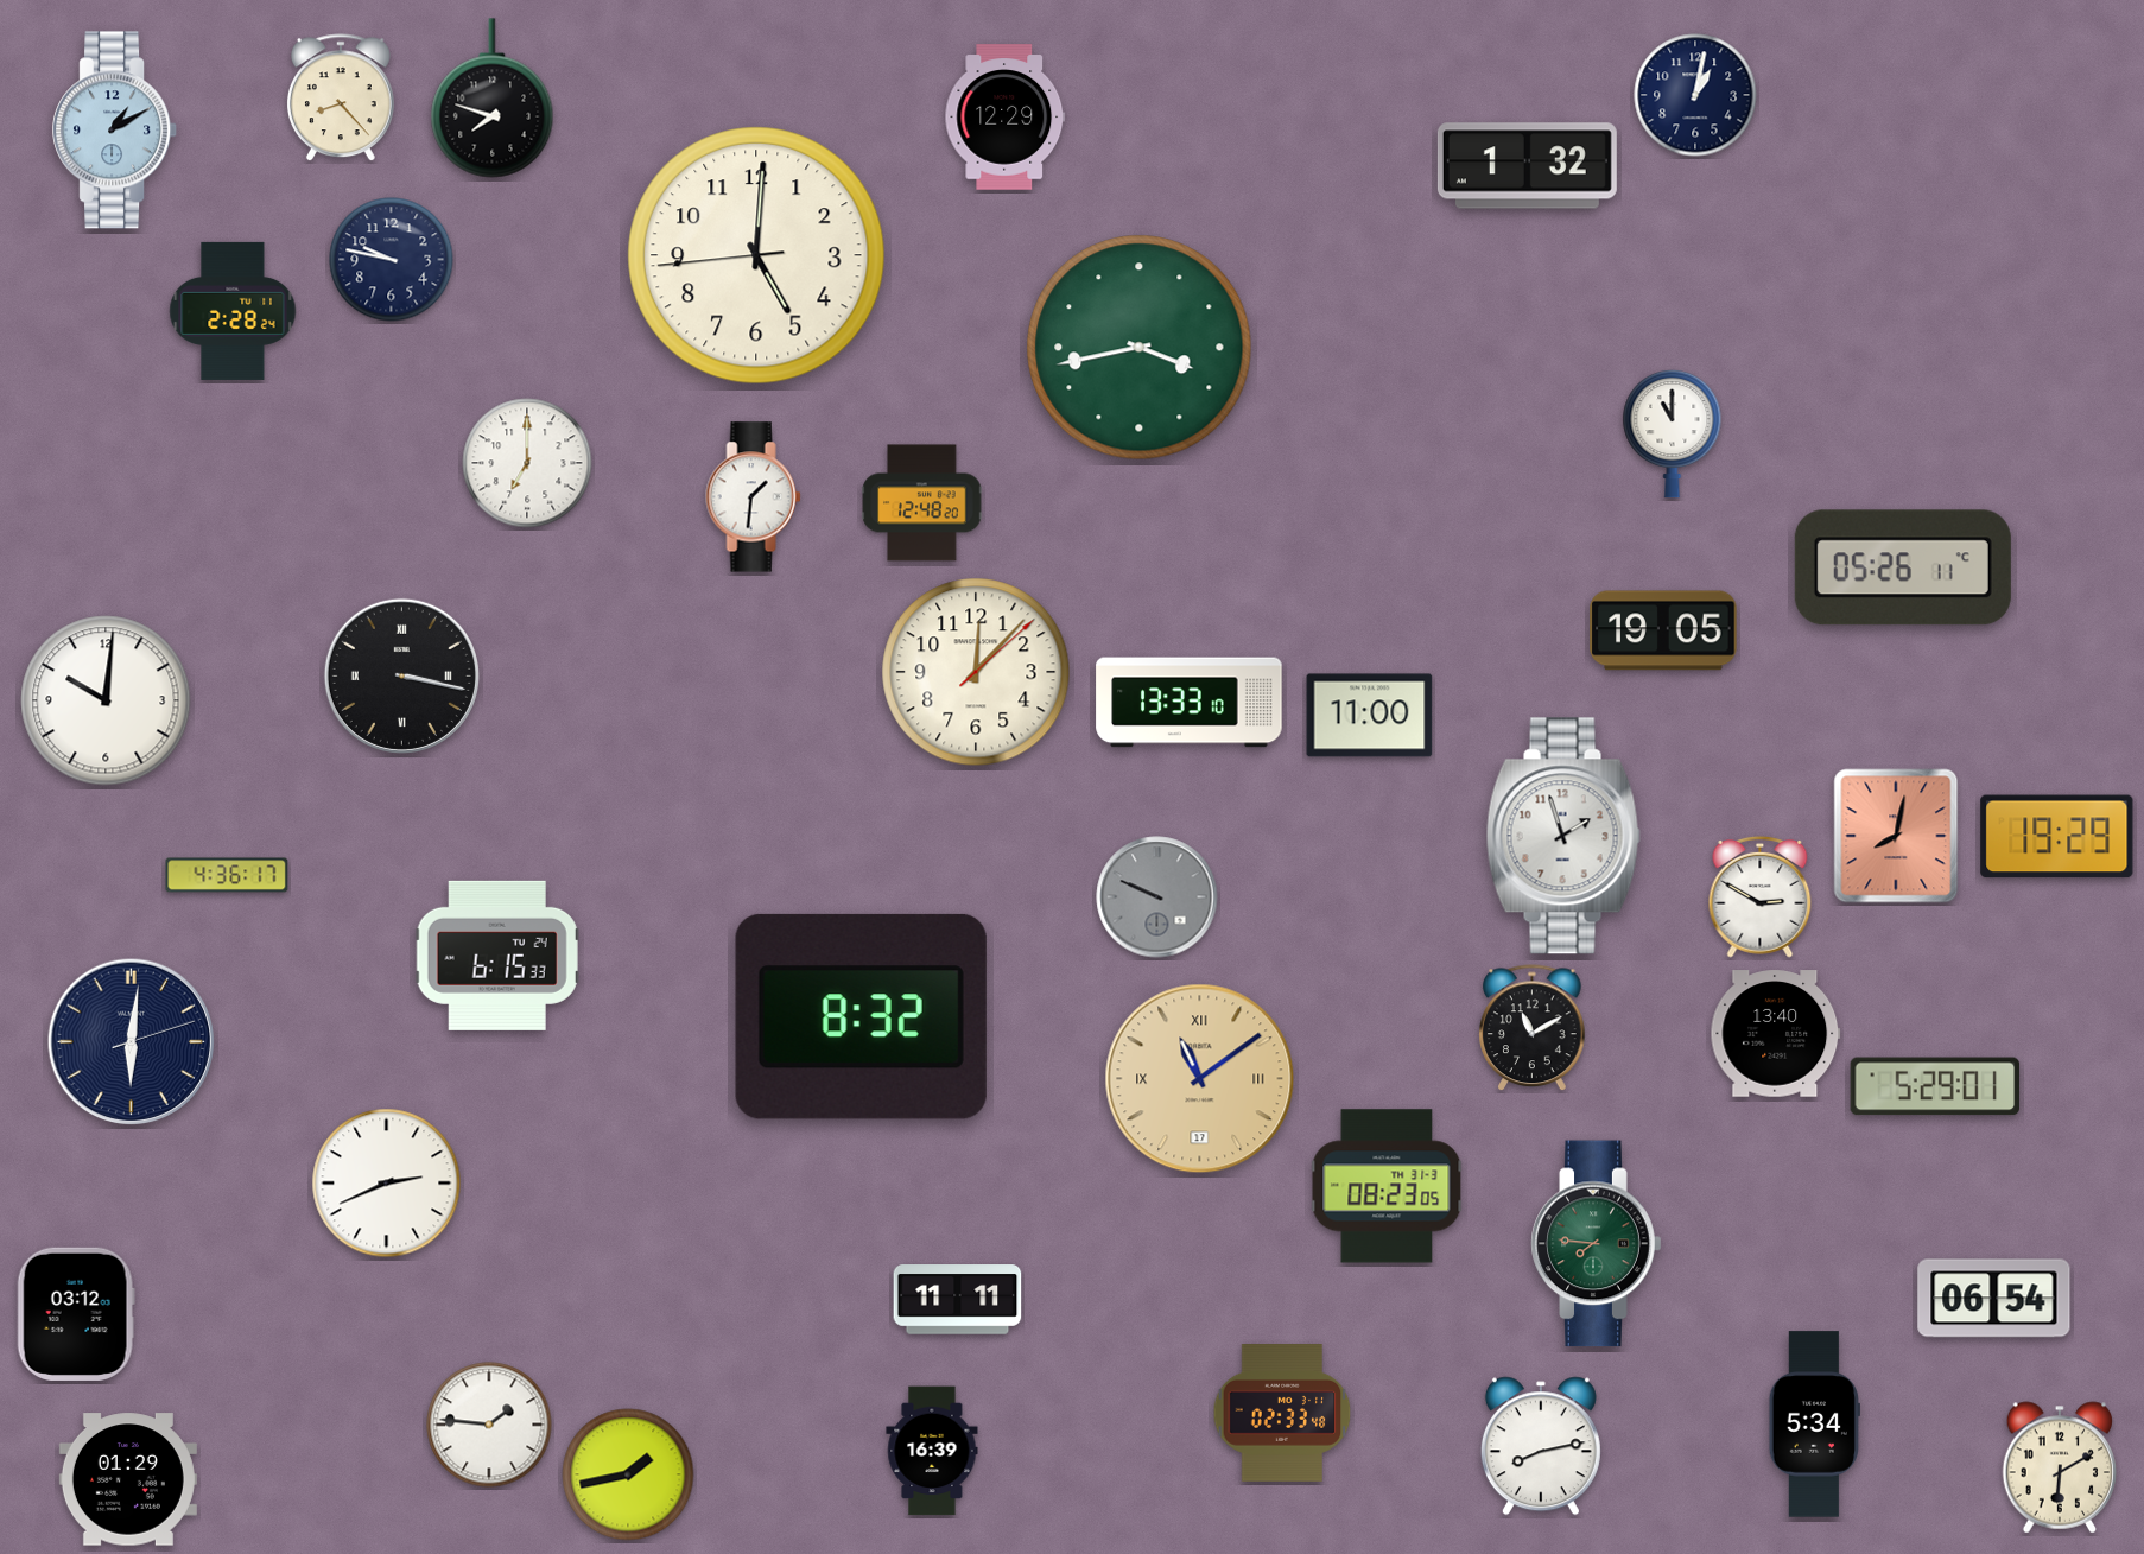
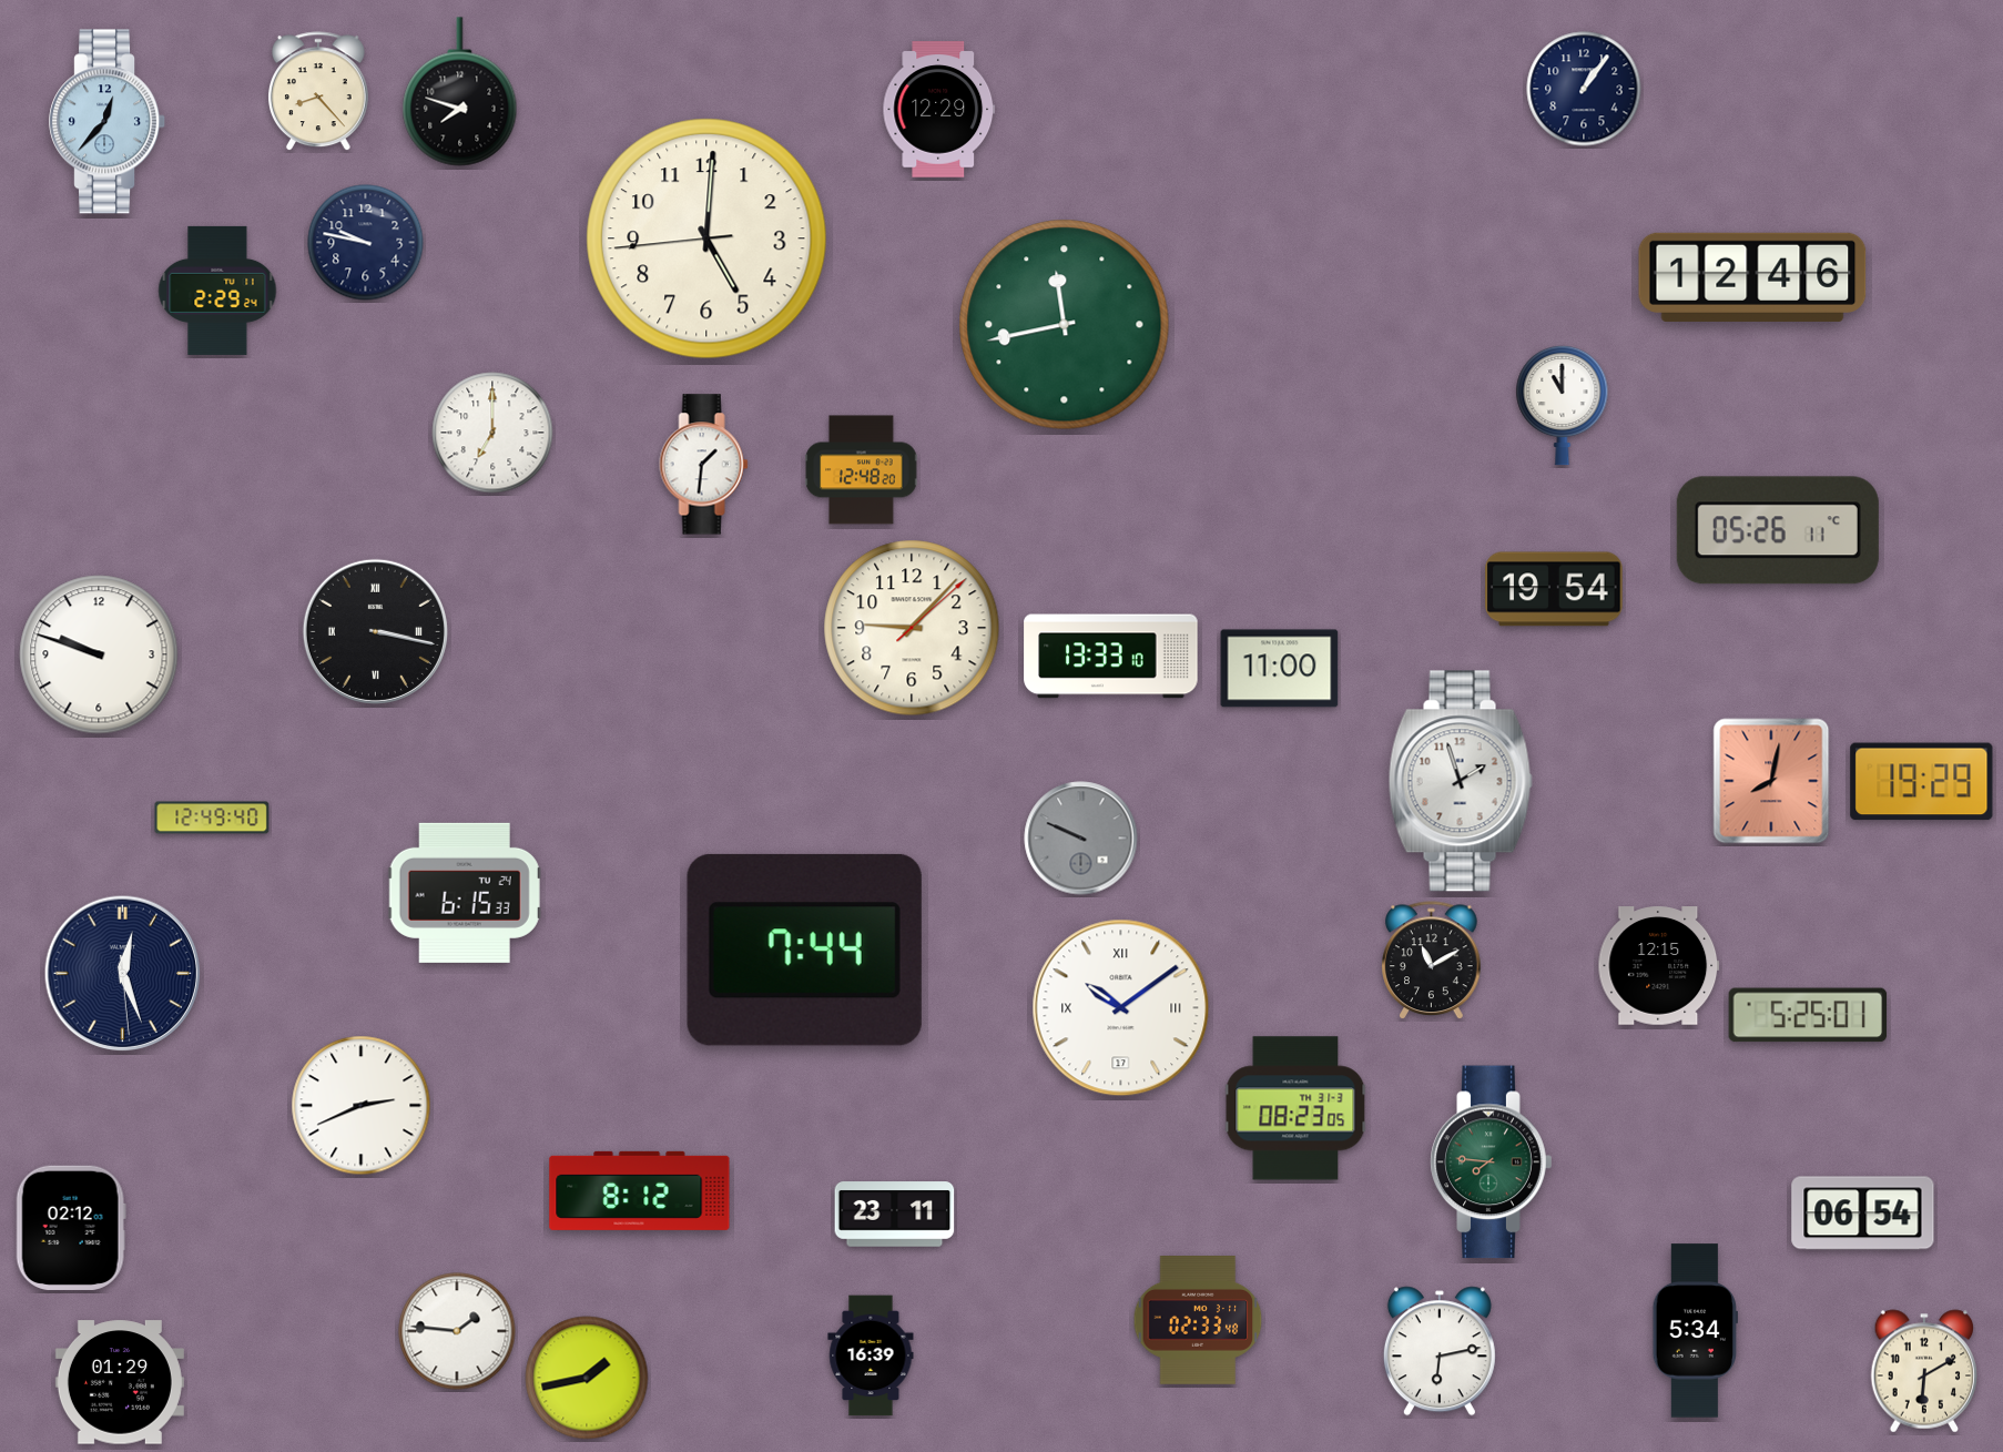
clock at (1695, 95): 1:02 -> 1:06
clock at (115, 131): 1:10 -> 12:37
clock at (1527, 166): 1:32 -> none
clock at (1752, 277): none -> 12:46
clock at (233, 311): 2:28 -> 2:29
clock at (1140, 348): 3:43 -> 11:43
clock at (1663, 630): 19:05 -> 19:54
clock at (976, 672): 12:07 -> 9:07
clock at (106, 700): 10:01 -> 9:48
clock at (227, 875): 4:36 -> 12:49
clock at (1761, 896): 2:50 -> none
clock at (861, 1016): 8:32 -> 7:44
clock at (1776, 1034): 13:40 -> 12:15
clock at (132, 1042): 6:01 -> 12:26
clock at (1200, 1079): 11:09 -> 10:09
clock at (1200, 1079) dial: champagne -> white
clock at (1935, 1086): 5:29 -> 5:25
clock at (640, 1190): none -> 8:12
clock at (958, 1300): 11:11 -> 23:11
clock at (76, 1314): 03:12 -> 02:12
clock at (1541, 1446): 8:13 -> 6:13
